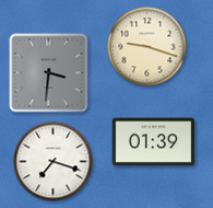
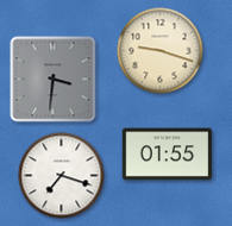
clock at (154, 142): 01:39 -> 01:55
clock at (54, 162) position: (54, 162) -> (62, 176)
